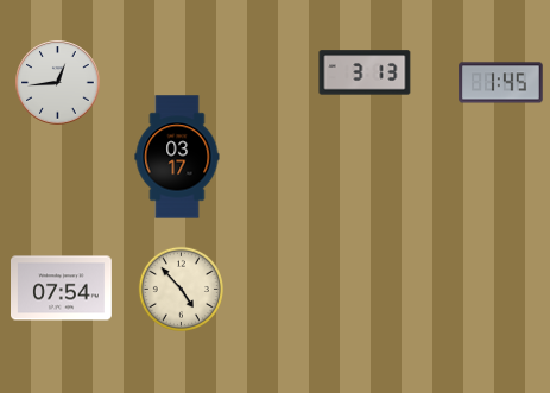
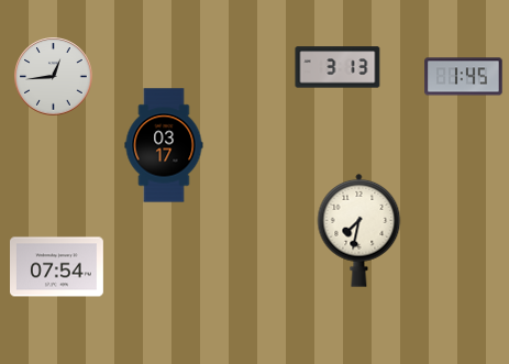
clock at (359, 230): none -> 7:32
clock at (181, 289): 4:53 -> none
